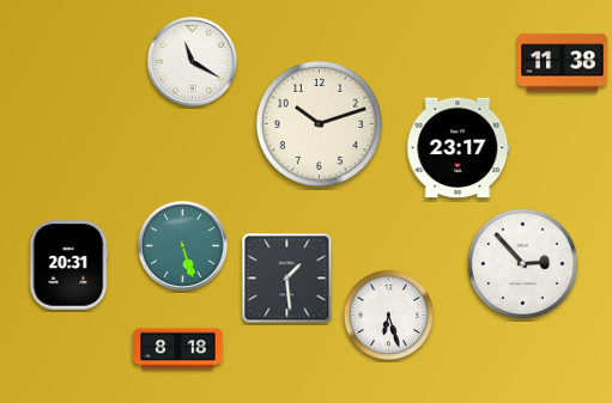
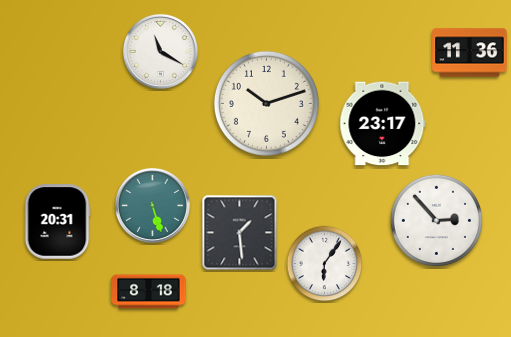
clock at (563, 63): 11:38 -> 11:36
clock at (389, 316): 6:27 -> 6:06
